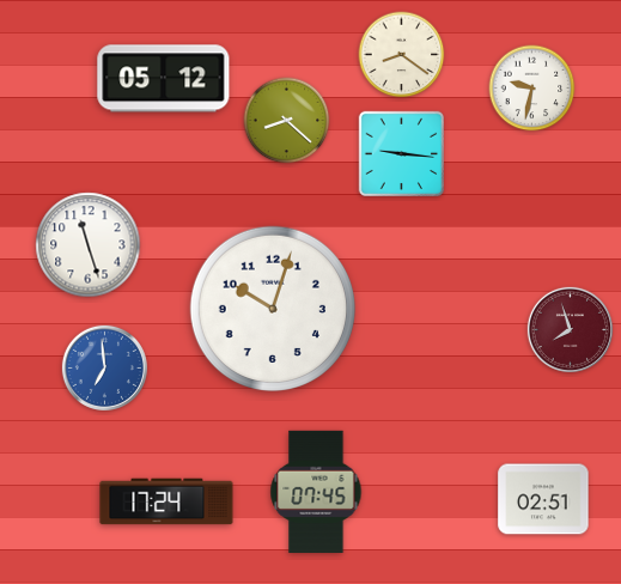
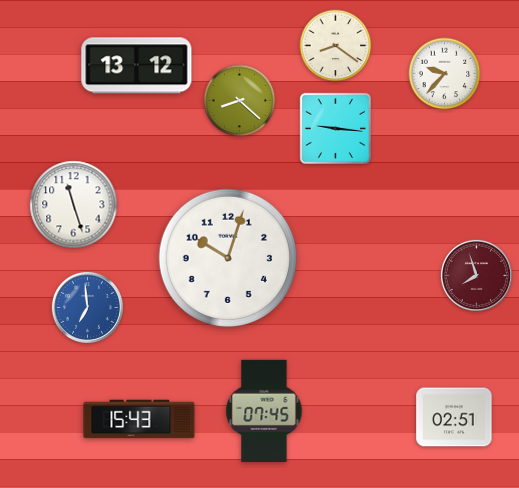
clock at (164, 79): 05:12 -> 13:12
clock at (532, 89): 9:32 -> 9:37
clock at (166, 501): 17:24 -> 15:43
